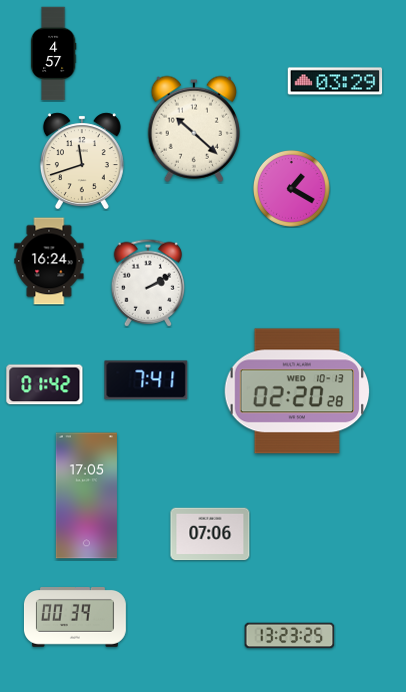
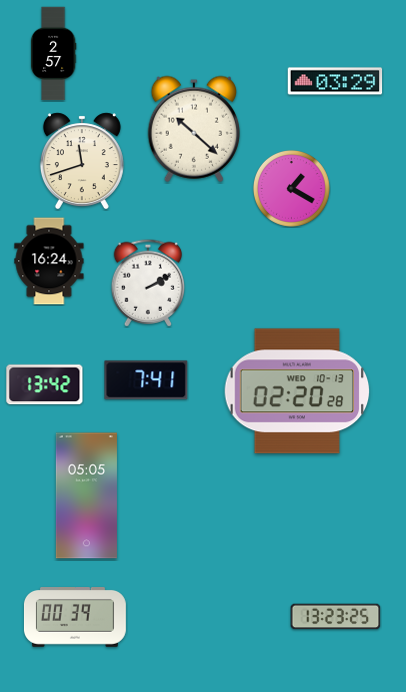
clock at (53, 54): 4:57 -> 2:57
clock at (45, 385): 01:42 -> 13:42
clock at (86, 496): 17:05 -> 05:05
clock at (210, 534): 07:06 -> none
clock at (290, 636) position: (290, 636) -> (336, 617)
